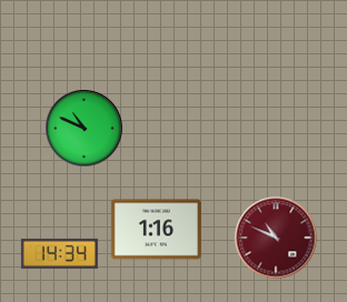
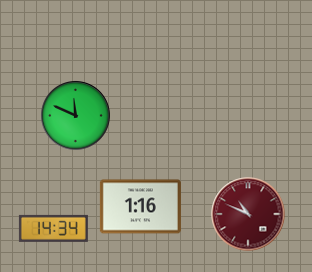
clock at (85, 129): 10:49 -> 11:49
